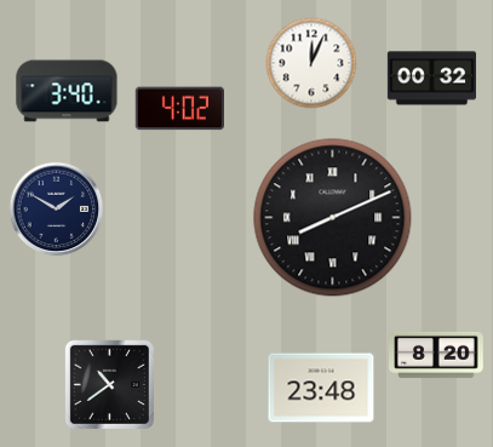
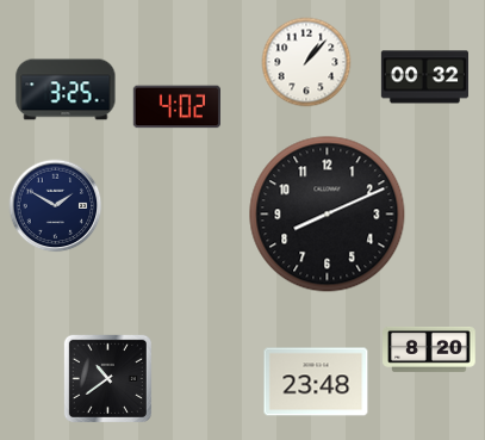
clock at (311, 63): 12:04 -> 1:07
clock at (67, 91): 3:40 -> 3:25
clock at (333, 218) numerals: Roman -> Arabic
